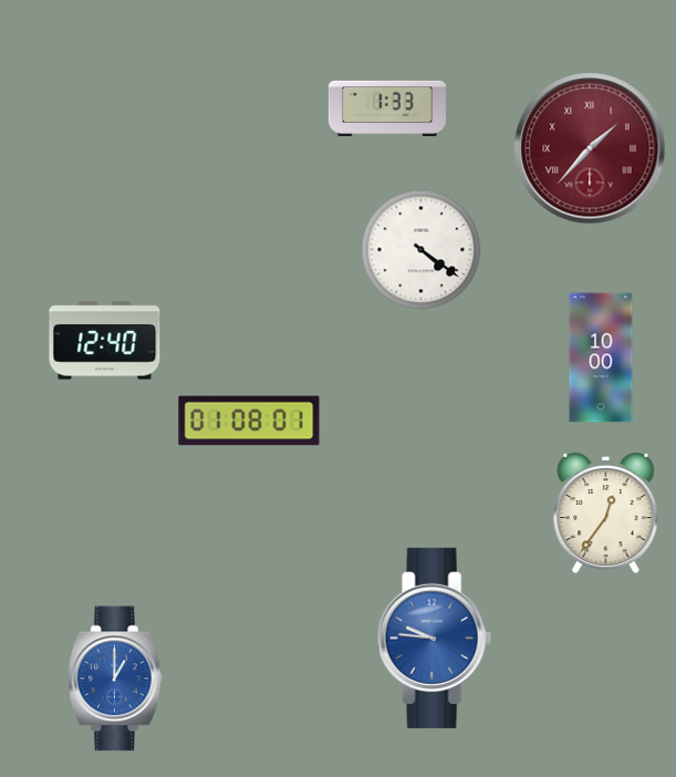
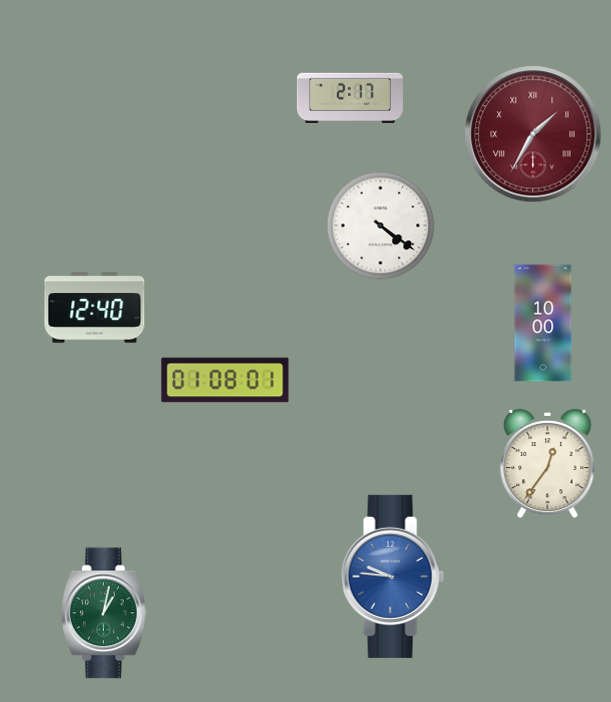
clock at (387, 107): 1:33 -> 2:17
clock at (590, 148): 1:37 -> 1:35
clock at (115, 678): 1:00 -> 1:02
clock at (115, 678) dial: blue -> green
